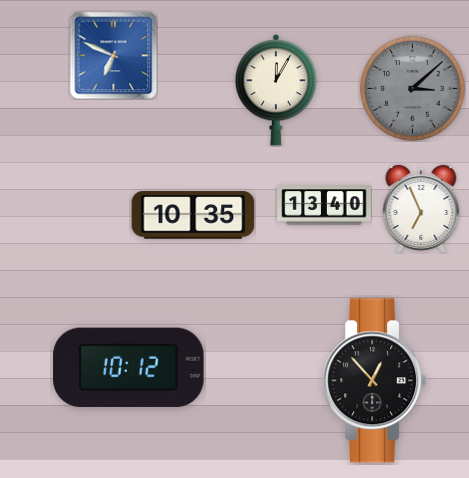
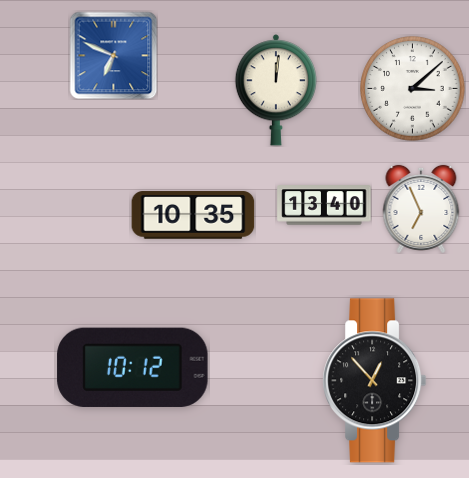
clock at (413, 89) dial: grey -> white
clock at (275, 90): 12:05 -> 12:01
clock at (129, 367) position: (129, 367) -> (133, 367)
